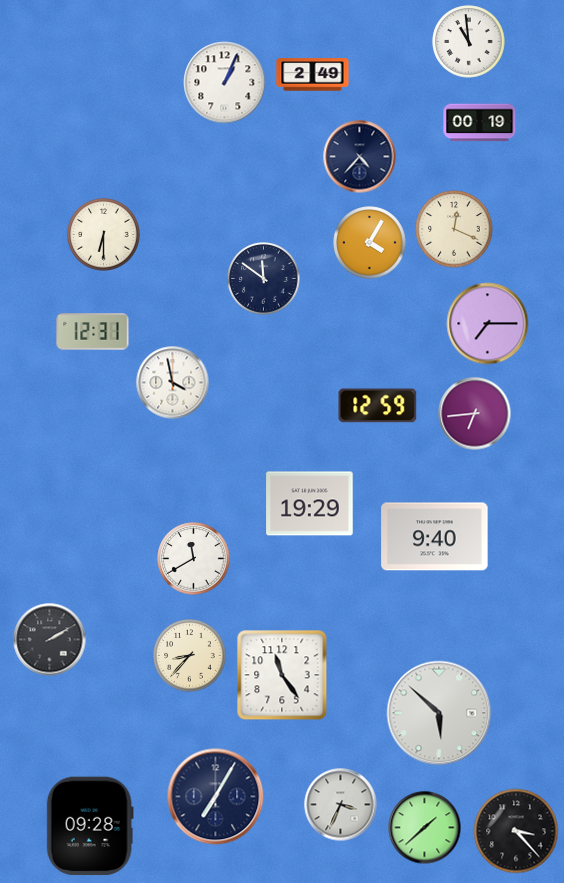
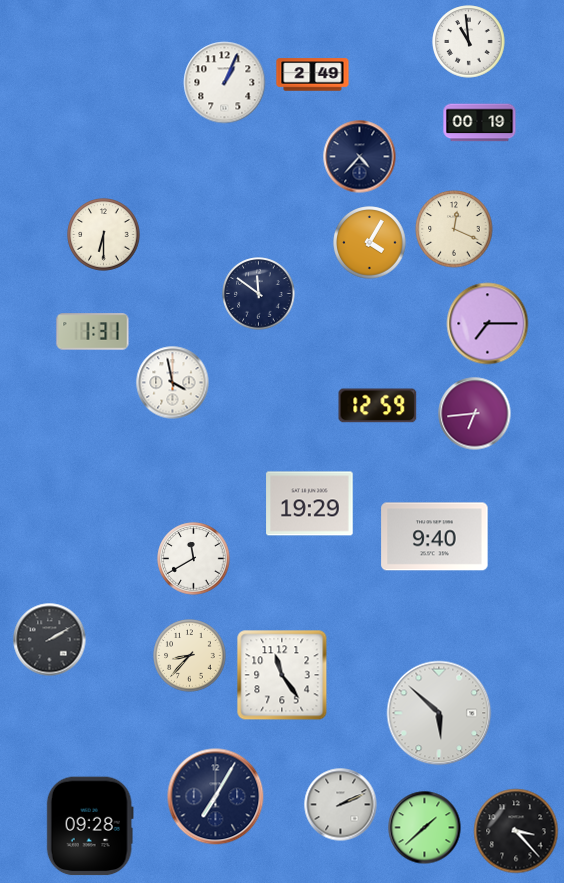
clock at (264, 279) position: (264, 279) -> (259, 294)
clock at (93, 332): 12:31 -> 1:31
clock at (341, 805): 3:34 -> 2:11
